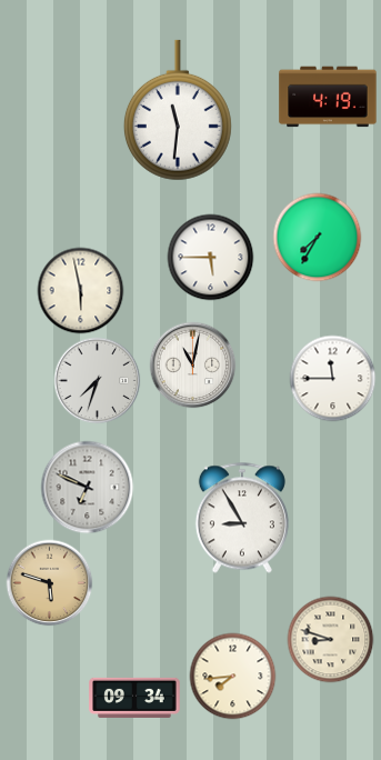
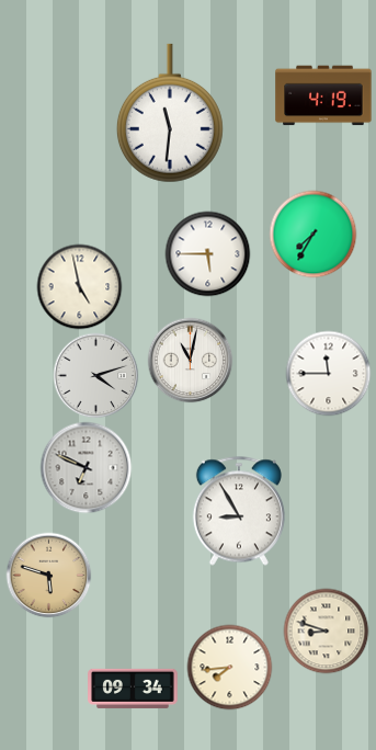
clock at (178, 110) position: (178, 110) -> (170, 113)
clock at (80, 290): 5:58 -> 4:58
clock at (97, 380): 7:33 -> 4:12
clock at (87, 487) position: (87, 487) -> (86, 467)
